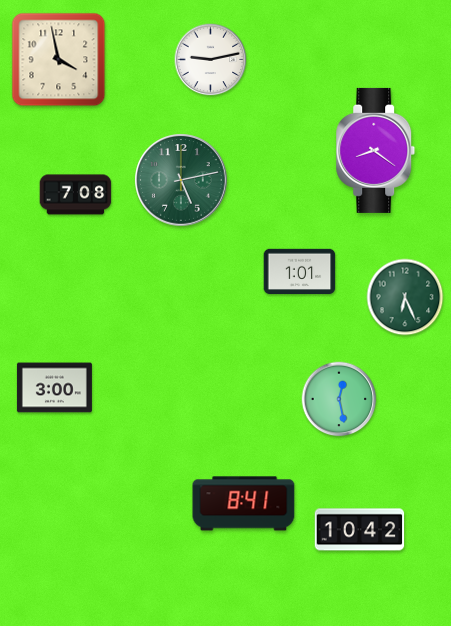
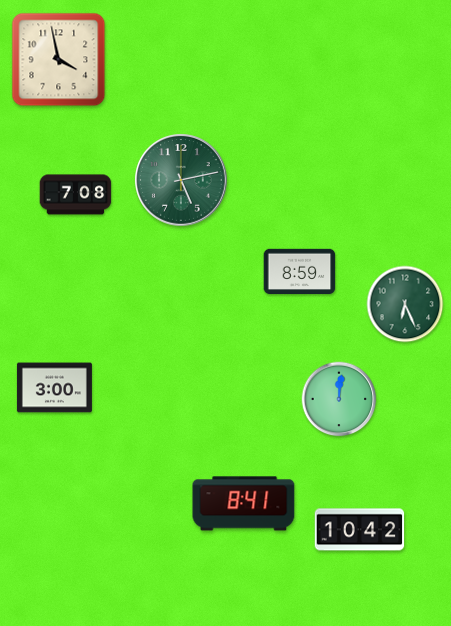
clock at (211, 60): 9:13 -> none
clock at (376, 150): 8:21 -> none
clock at (300, 272): 1:01 -> 8:59
clock at (405, 297) position: (405, 297) -> (405, 304)
clock at (339, 399): 12:28 -> 12:01
